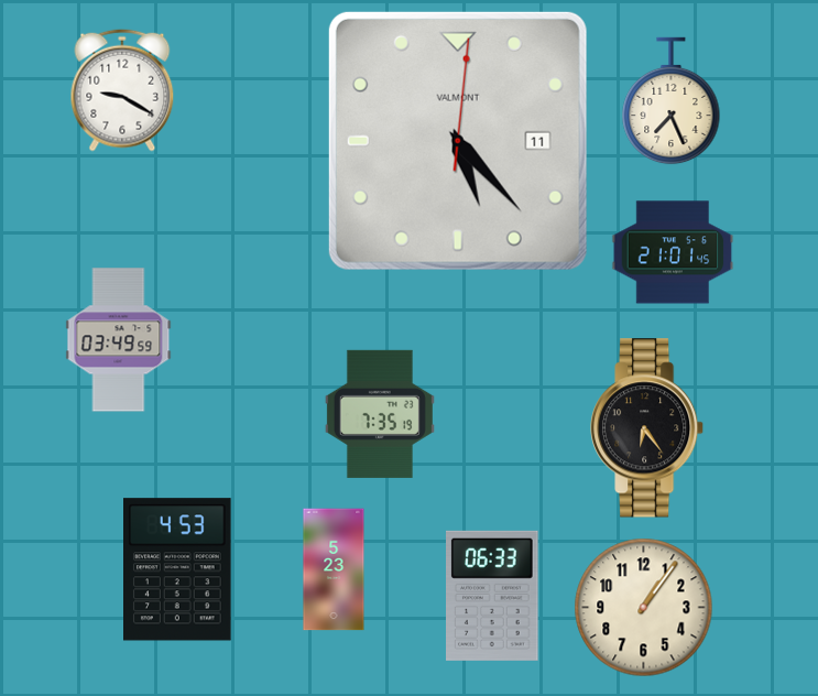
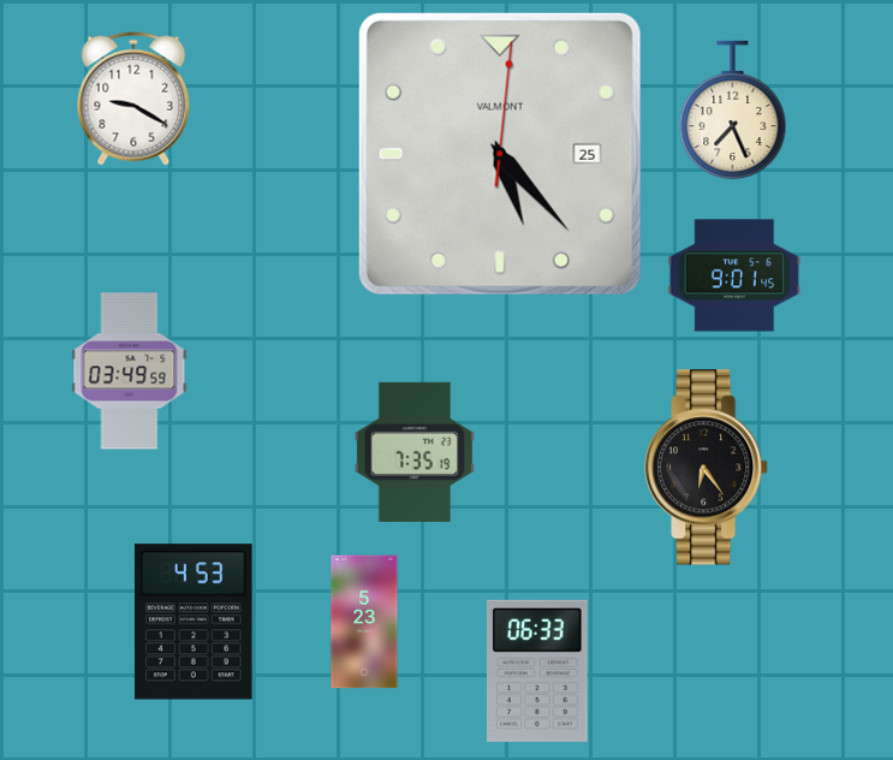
clock at (458, 141) date: 11 -> 25
clock at (673, 252): 21:01 -> 9:01
clock at (493, 596) position: (493, 596) -> (538, 671)
clock at (644, 608): 1:06 -> none
